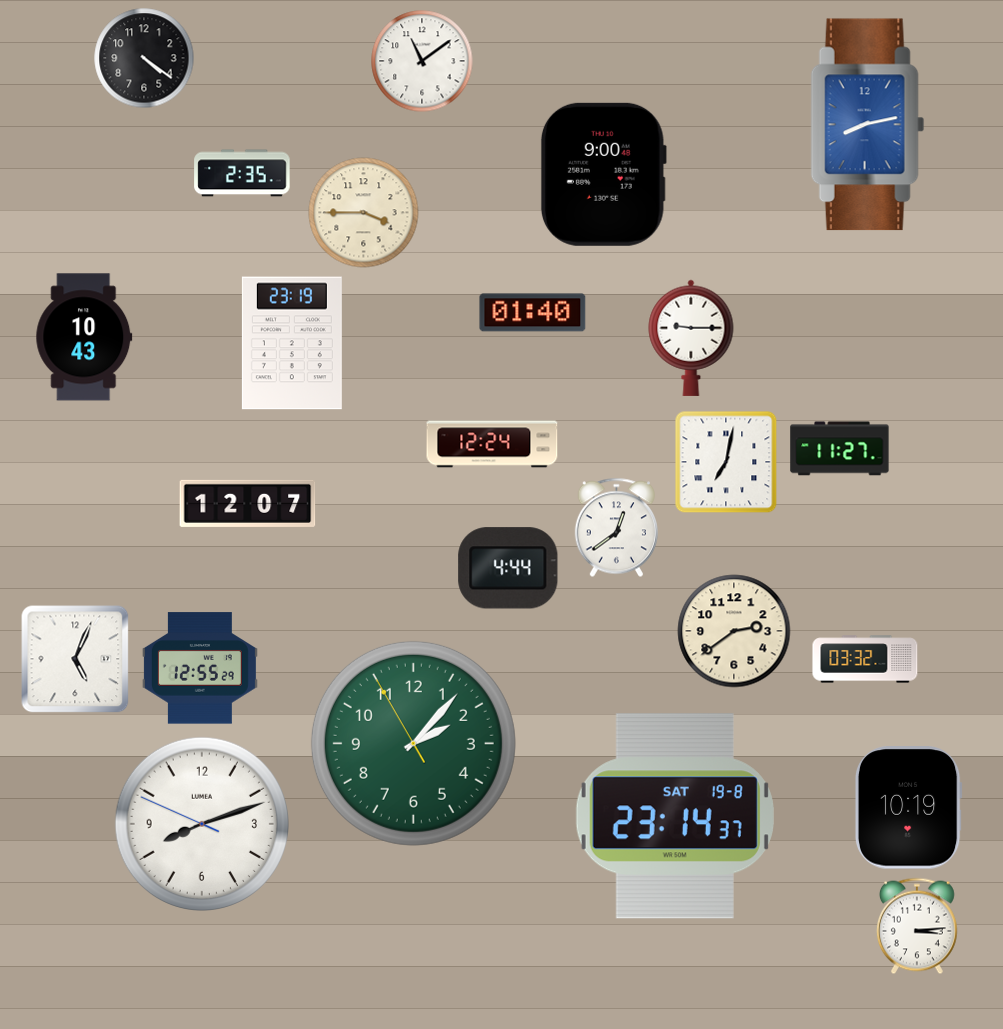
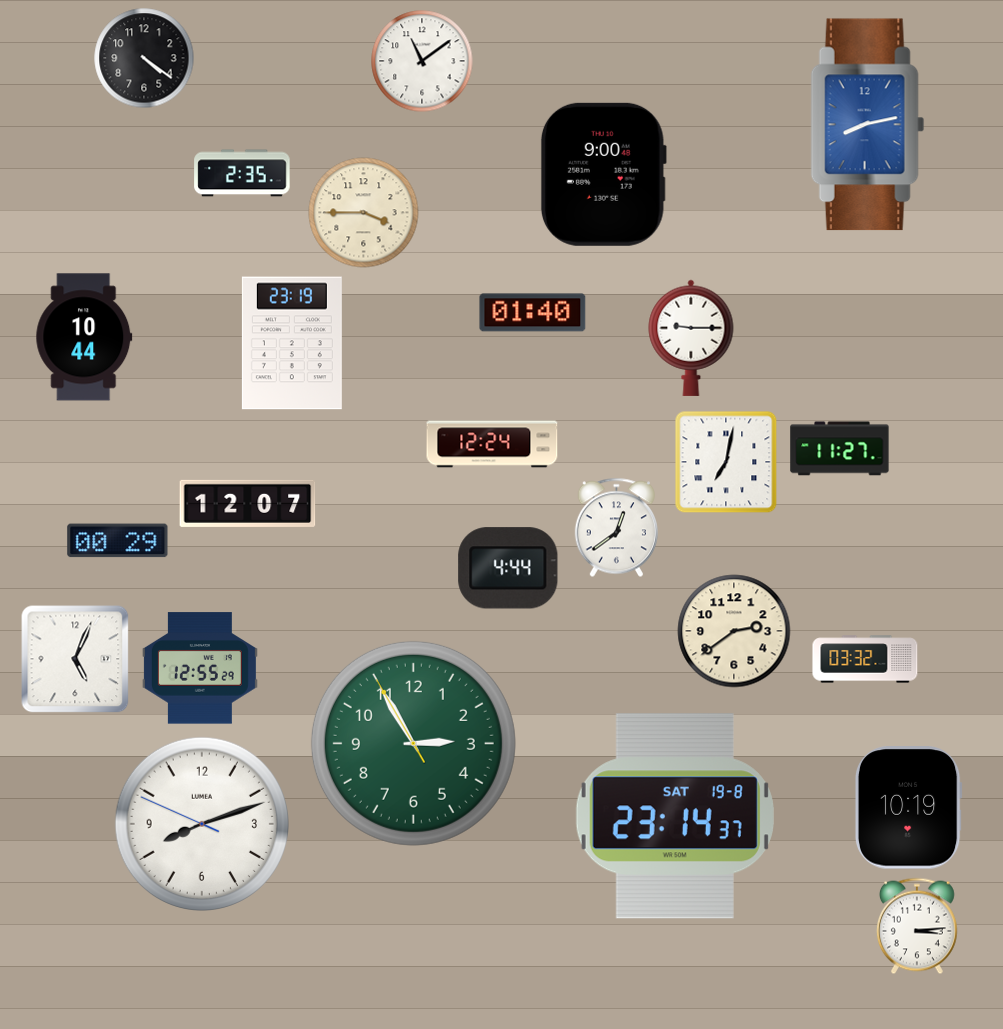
clock at (84, 337): 10:43 -> 10:44
clock at (118, 541): none -> 00:29
clock at (413, 743): 2:06 -> 2:54
